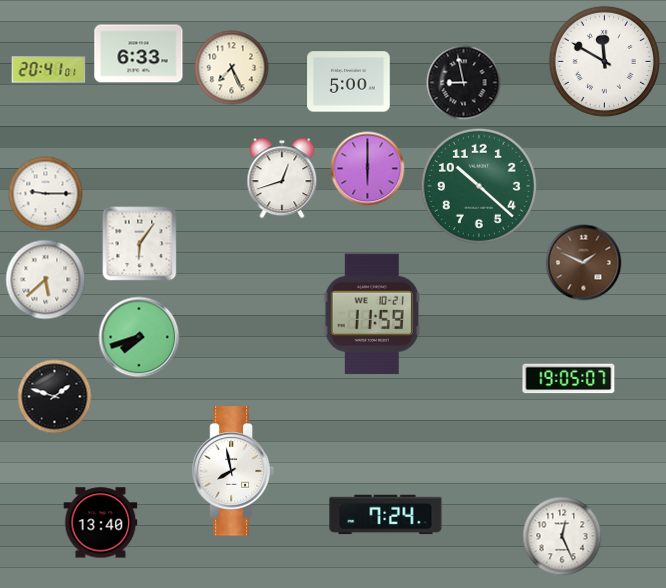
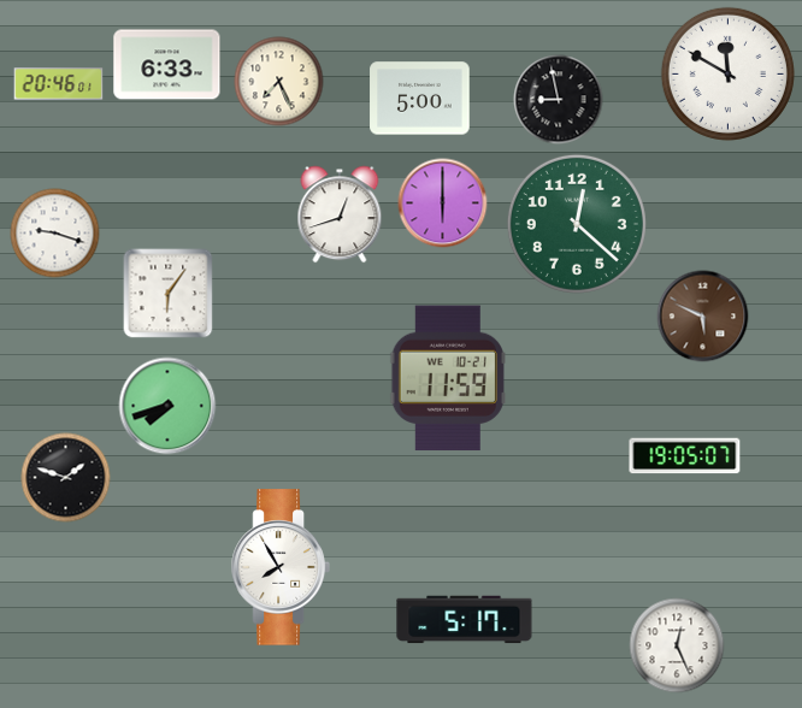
clock at (49, 70): 20:41 -> 20:46
clock at (479, 186): 10:22 -> 12:22
clock at (46, 194): 9:15 -> 9:18
clock at (584, 263): 1:49 -> 5:49
clock at (46, 280): 5:38 -> none
clock at (233, 471): 7:58 -> 7:55
clock at (386, 515): 7:24 -> 5:17
clock at (101, 523): 13:40 -> none
